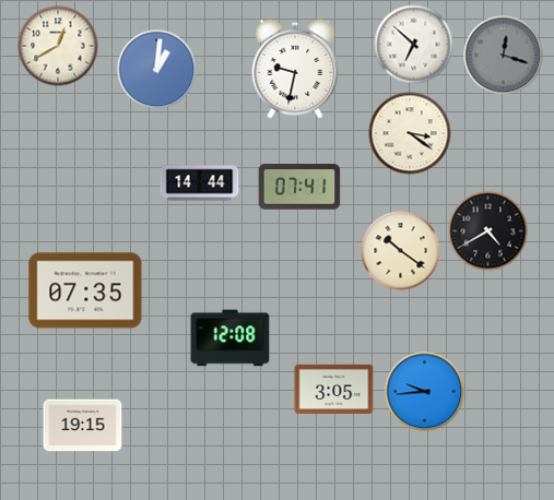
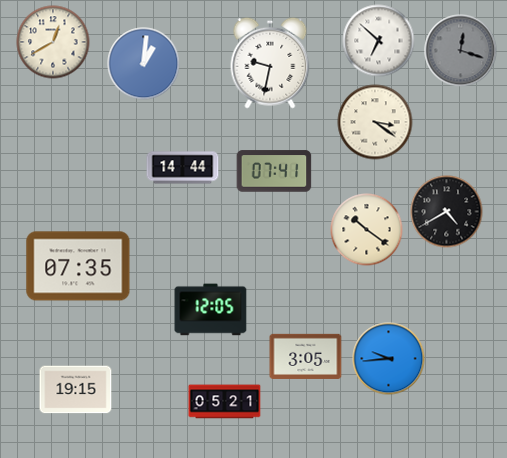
clock at (231, 338): 12:08 -> 12:05
clock at (225, 402): none -> 05:21
